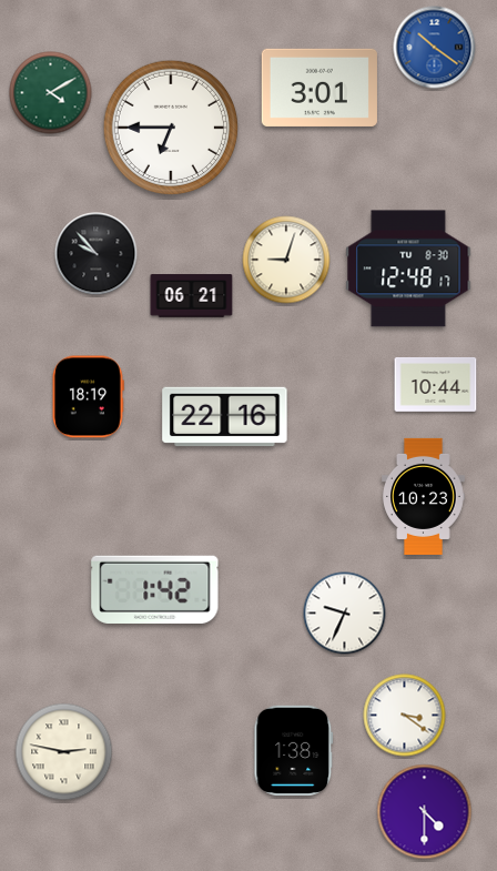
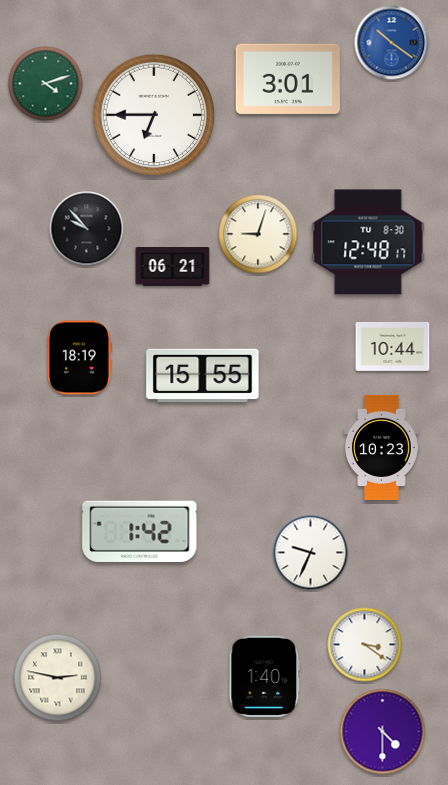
clock at (51, 93): 4:10 -> 4:12
clock at (225, 417): 22:16 -> 15:55
clock at (294, 750): 1:38 -> 1:40
